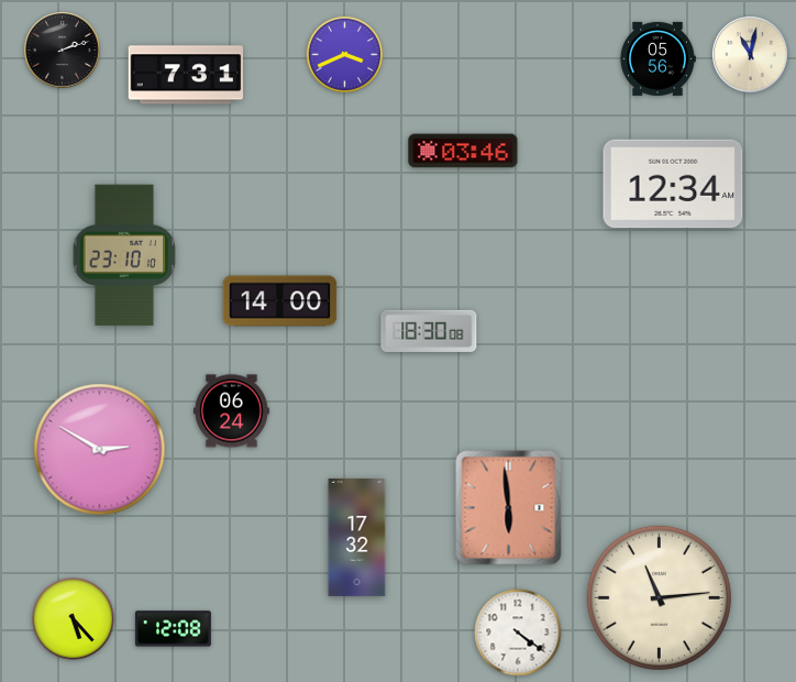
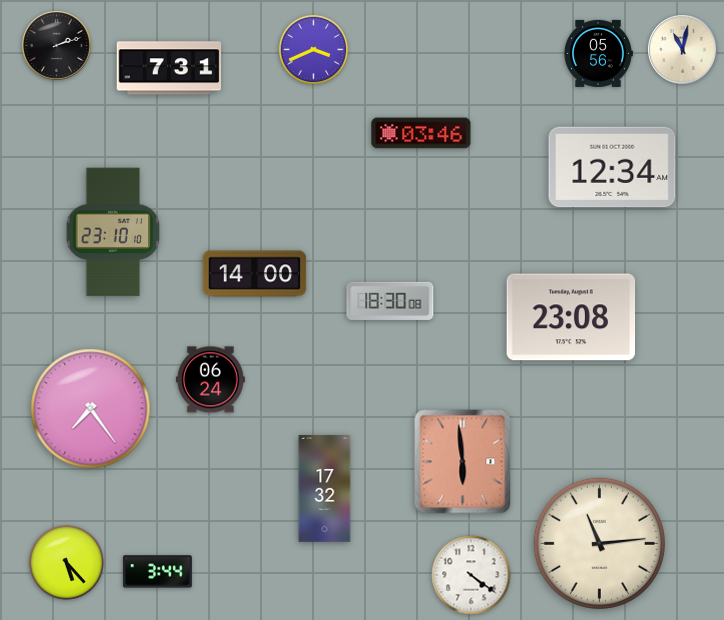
clock at (463, 151) position: (463, 151) -> (421, 133)
clock at (571, 317): none -> 23:08
clock at (231, 411) position: (231, 411) -> (210, 380)
clock at (100, 450): 2:50 -> 7:24
clock at (173, 629): 12:08 -> 3:44
